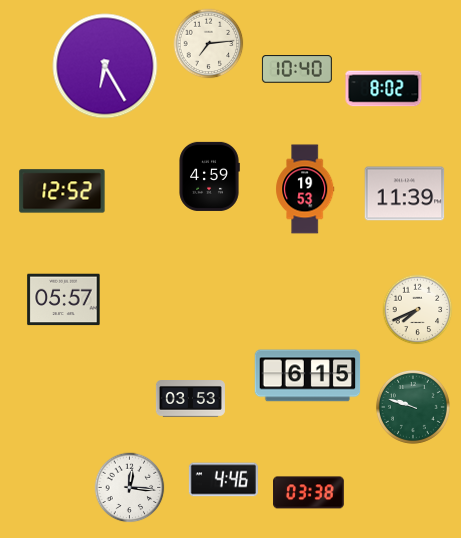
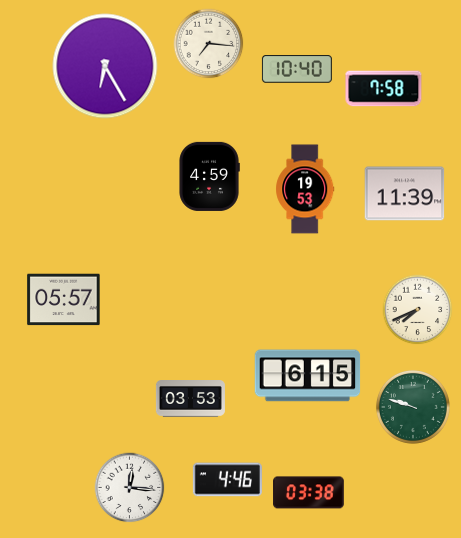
clock at (209, 44): 7:14 -> 7:16
clock at (384, 89): 8:02 -> 7:58
clock at (62, 191): 12:52 -> none
clock at (223, 480) position: (223, 480) -> (227, 480)
